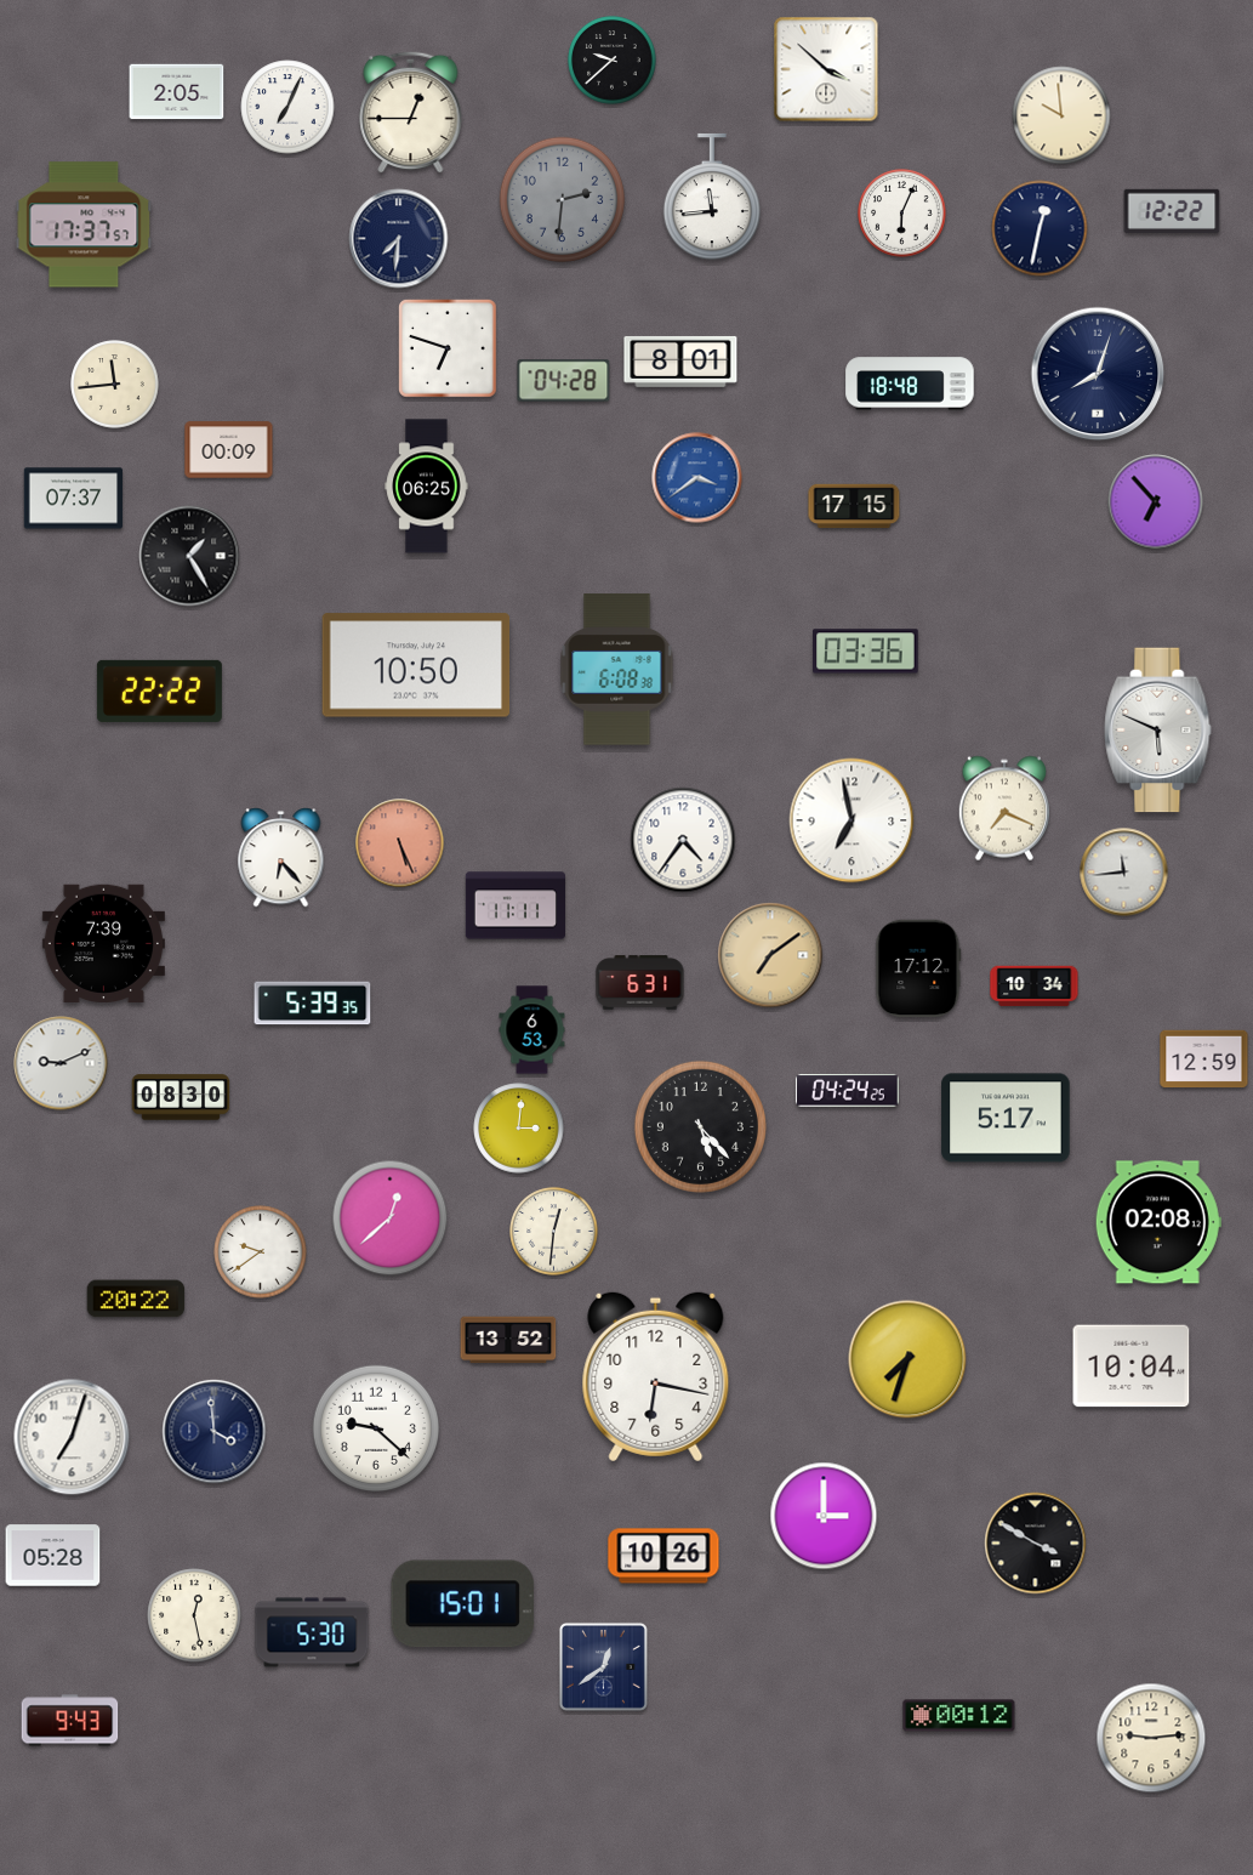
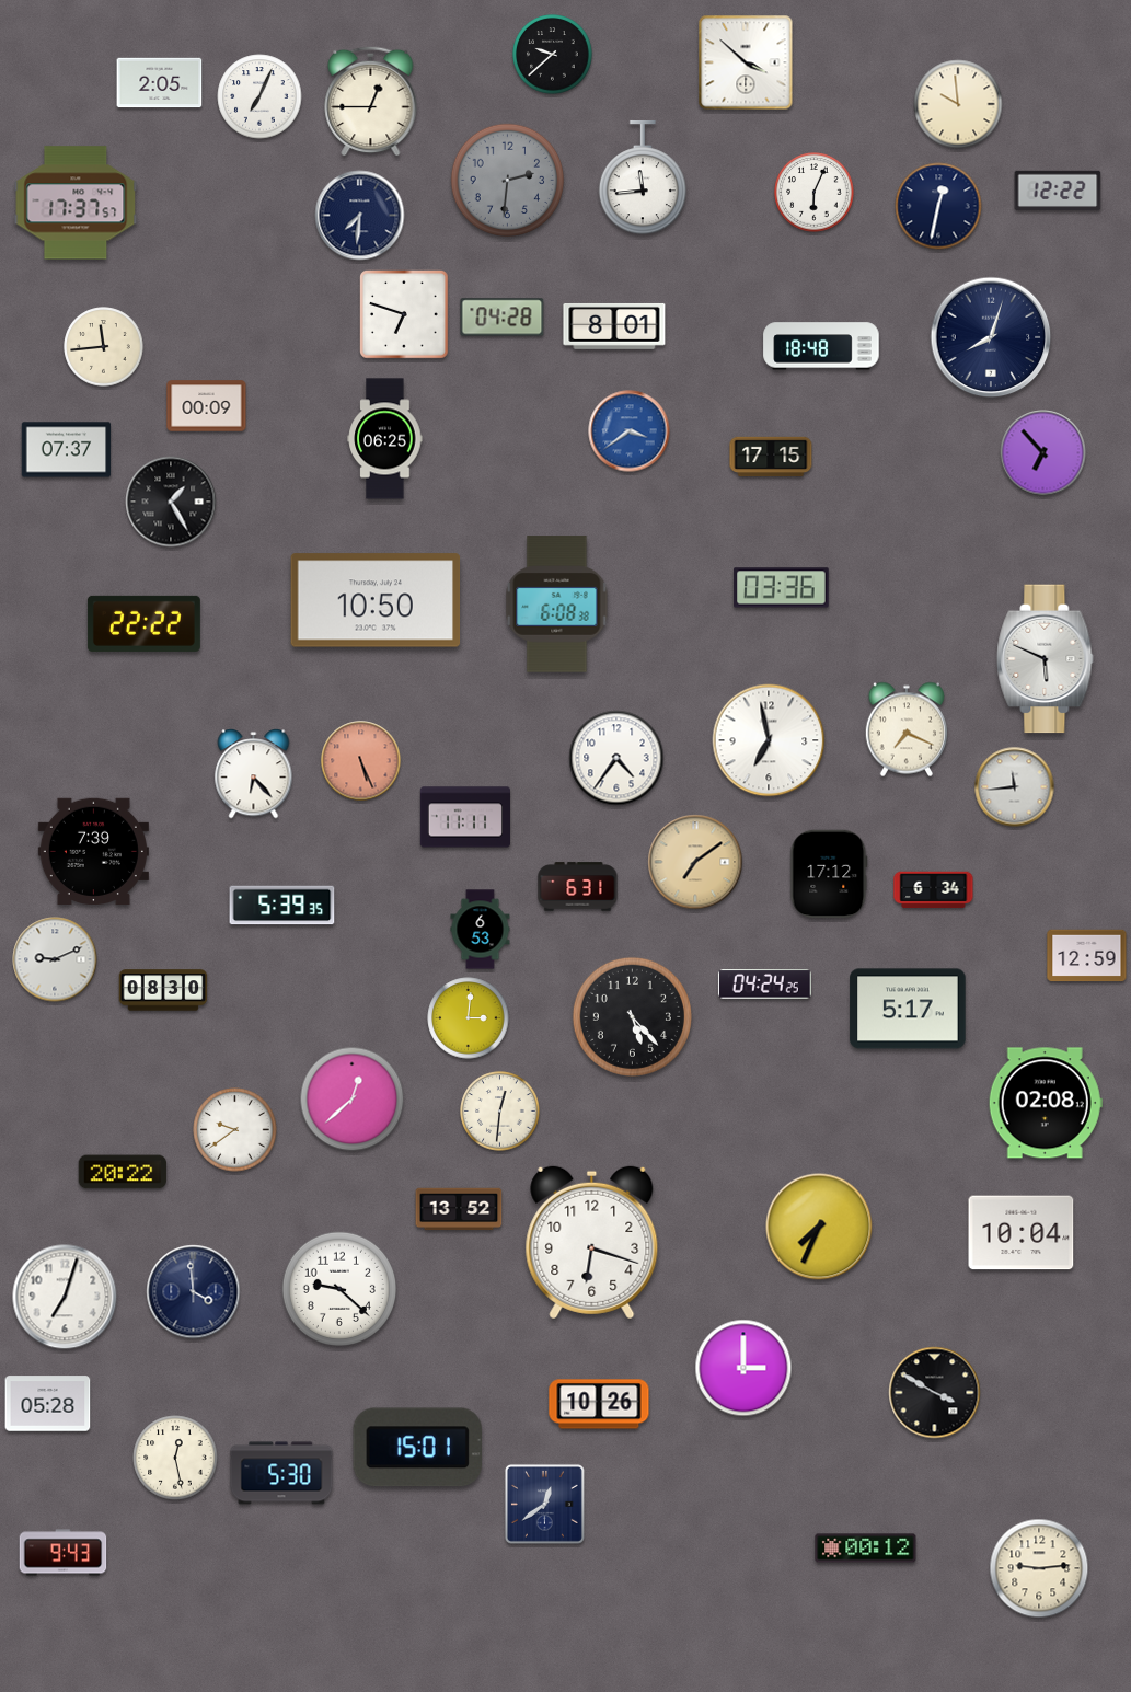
clock at (564, 381) position: (564, 381) -> (503, 318)
clock at (1035, 987): 10:34 -> 6:34
clock at (907, 1359): 7:33 -> 7:34
clock at (656, 1377): 6:17 -> 6:18
